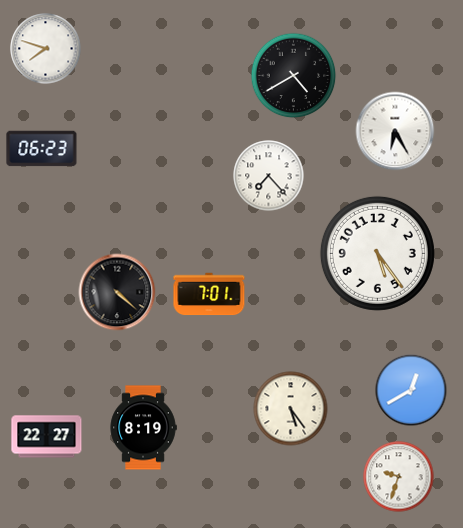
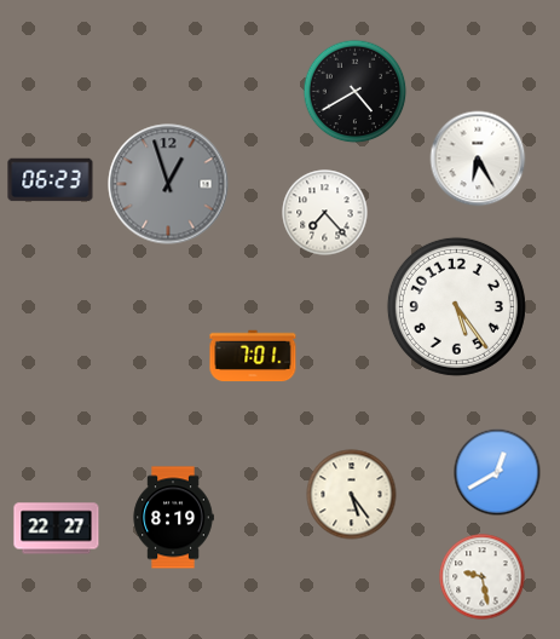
clock at (46, 49): 7:48 -> none
clock at (168, 184): none -> 12:57
clock at (117, 292): 4:22 -> none
clock at (399, 477): 9:33 -> 9:28
